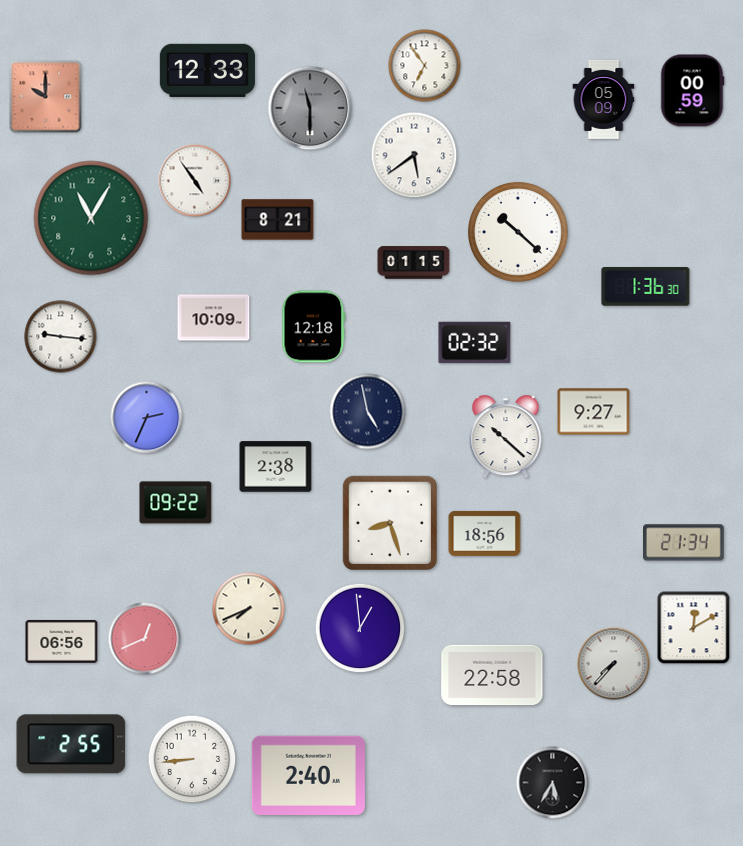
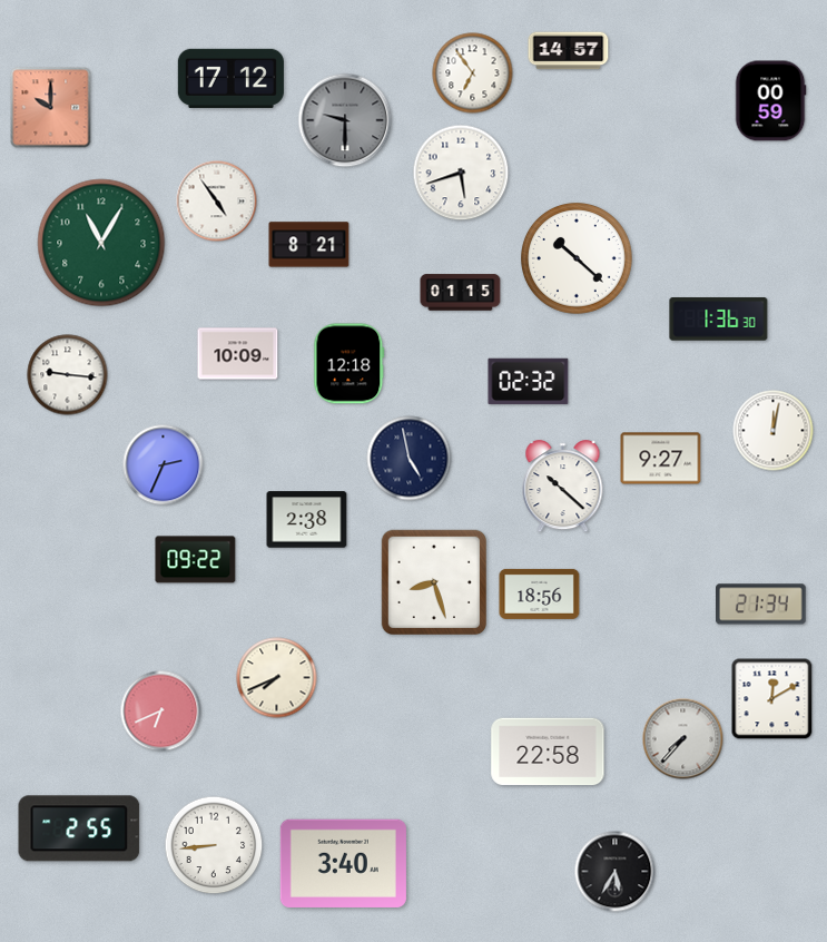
clock at (569, 51): none -> 14:57
clock at (207, 70): 12:33 -> 17:12
clock at (604, 99): 05:09 -> none
clock at (310, 108): 11:30 -> 9:30
clock at (414, 155): 5:39 -> 5:42
clock at (774, 431): none -> 12:02
clock at (360, 628): 12:59 -> none
clock at (145, 639): 12:41 -> 6:41
clock at (62, 641): 06:56 -> none
clock at (308, 775): 2:40 -> 3:40
